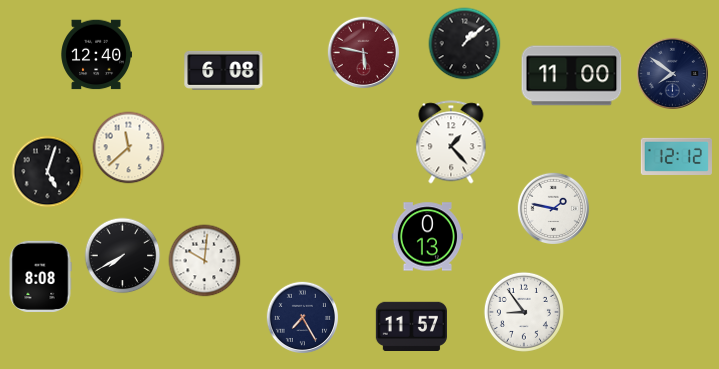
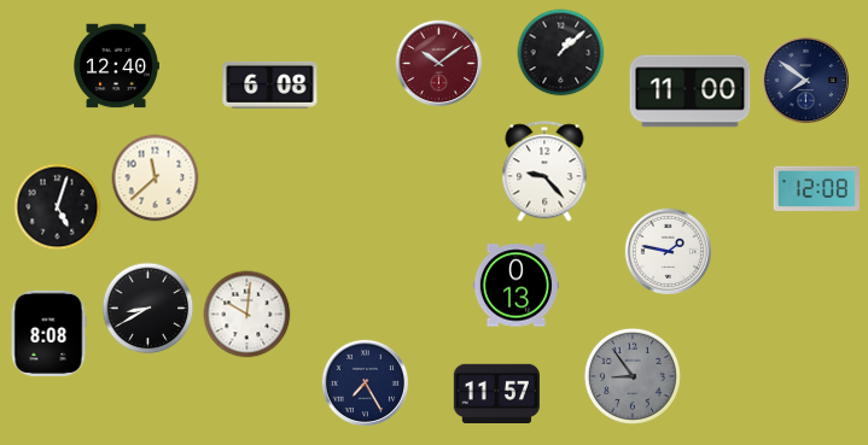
clock at (363, 52): 5:47 -> 10:09
clock at (672, 73) position: (672, 73) -> (805, 80)
clock at (451, 142): 1:23 -> 9:23
clock at (676, 156): 12:12 -> 12:08
clock at (123, 256): 7:40 -> 8:40
clock at (524, 312) dial: white -> grey
